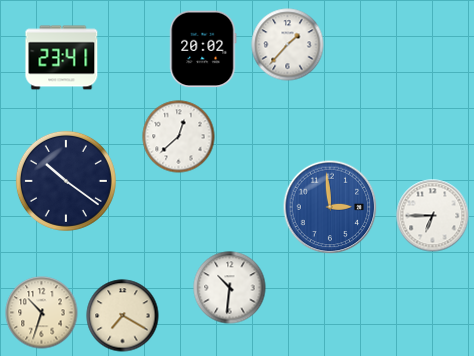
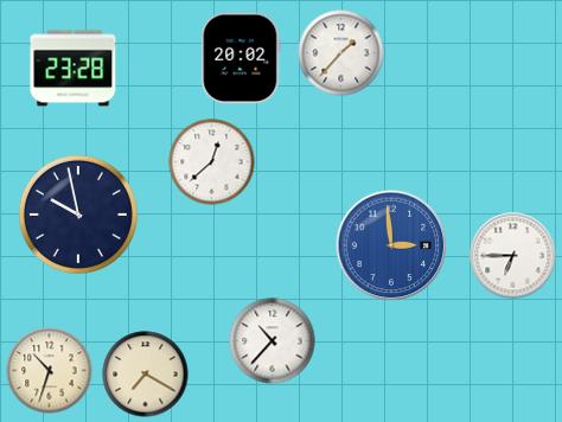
clock at (62, 58): 23:41 -> 23:28
clock at (66, 181): 10:21 -> 9:58
clock at (230, 288): 10:31 -> 10:37
